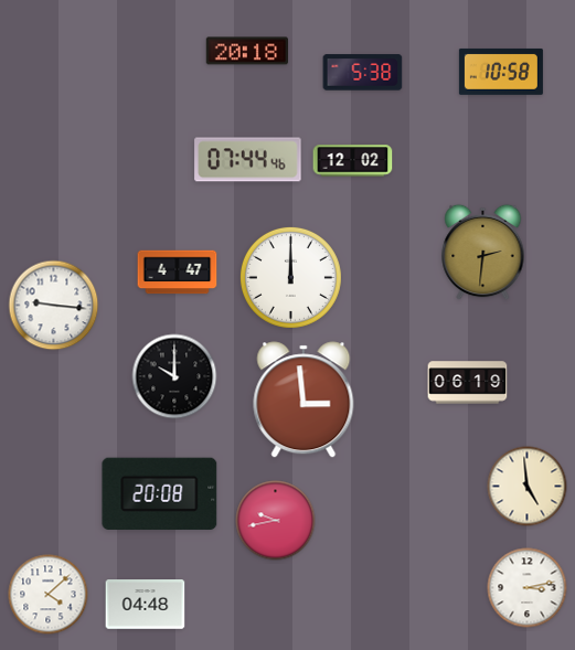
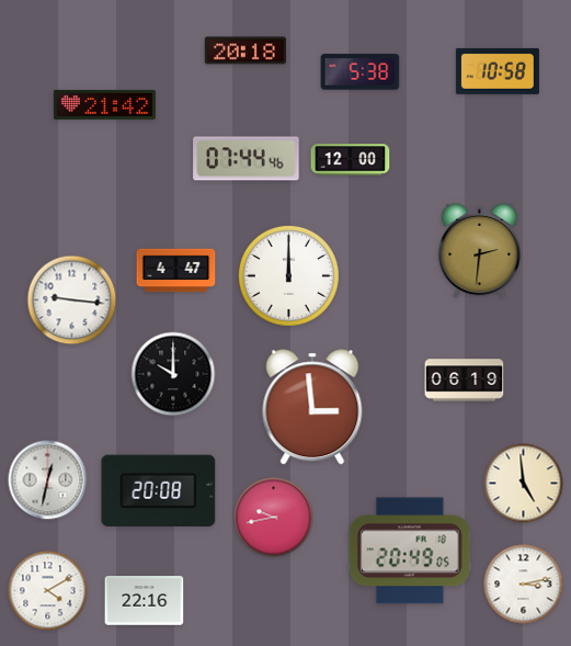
clock at (104, 104): none -> 21:42
clock at (353, 161): 12:02 -> 12:00
clock at (54, 306) position: (54, 306) -> (72, 301)
clock at (304, 399) position: (304, 399) -> (312, 407)
clock at (48, 480): none -> 12:32
clock at (410, 551): none -> 20:49
clock at (49, 595): 4:08 -> 4:10
clock at (146, 605): 04:48 -> 22:16
